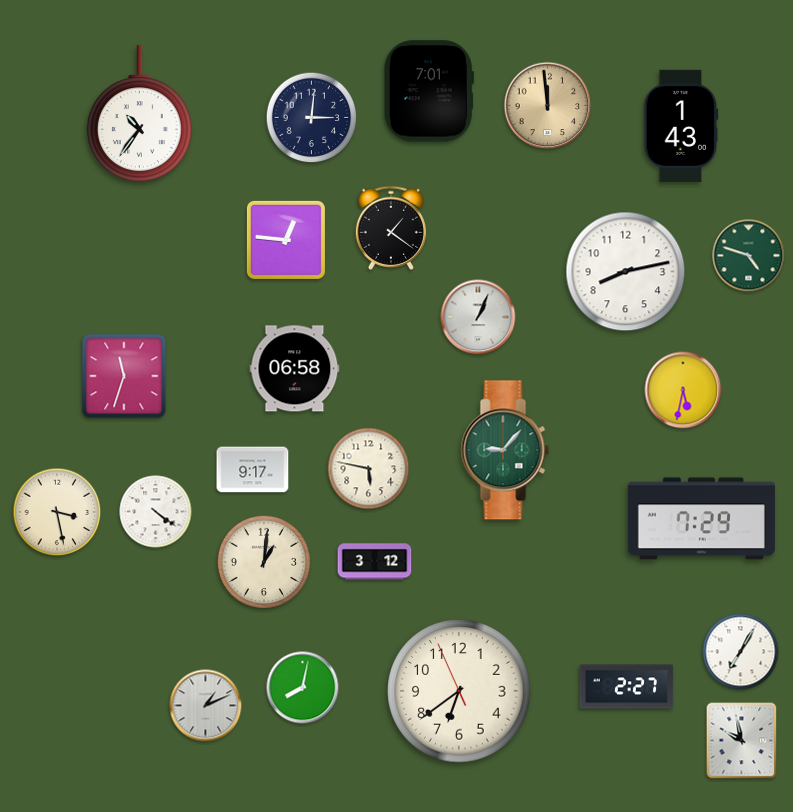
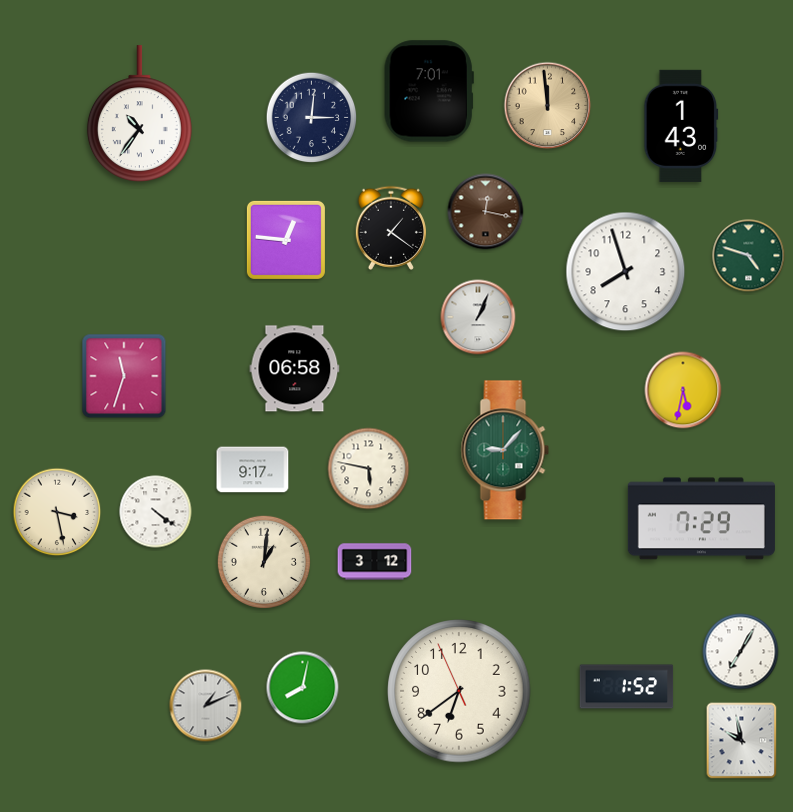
clock at (486, 212): none -> 12:17
clock at (626, 272): 8:13 -> 7:57
clock at (627, 687): 2:27 -> 1:52
